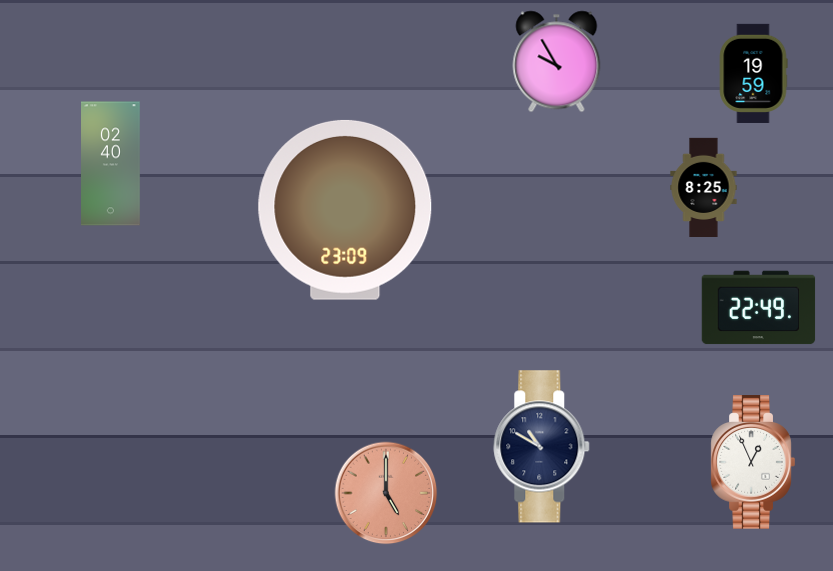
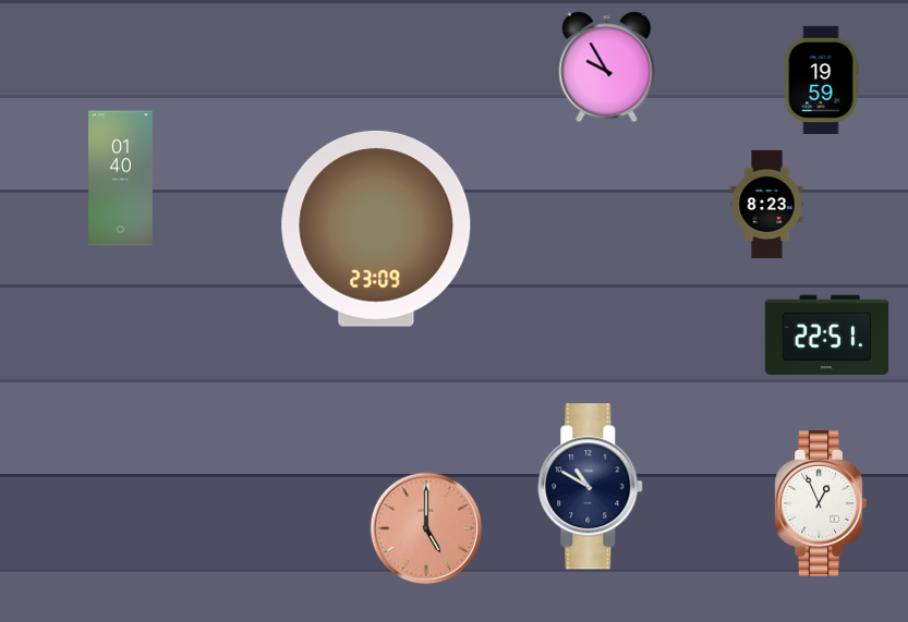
clock at (111, 164): 02:40 -> 01:40
clock at (704, 187): 8:25 -> 8:23
clock at (759, 308): 22:49 -> 22:51
clock at (386, 493) position: (386, 493) -> (426, 528)
